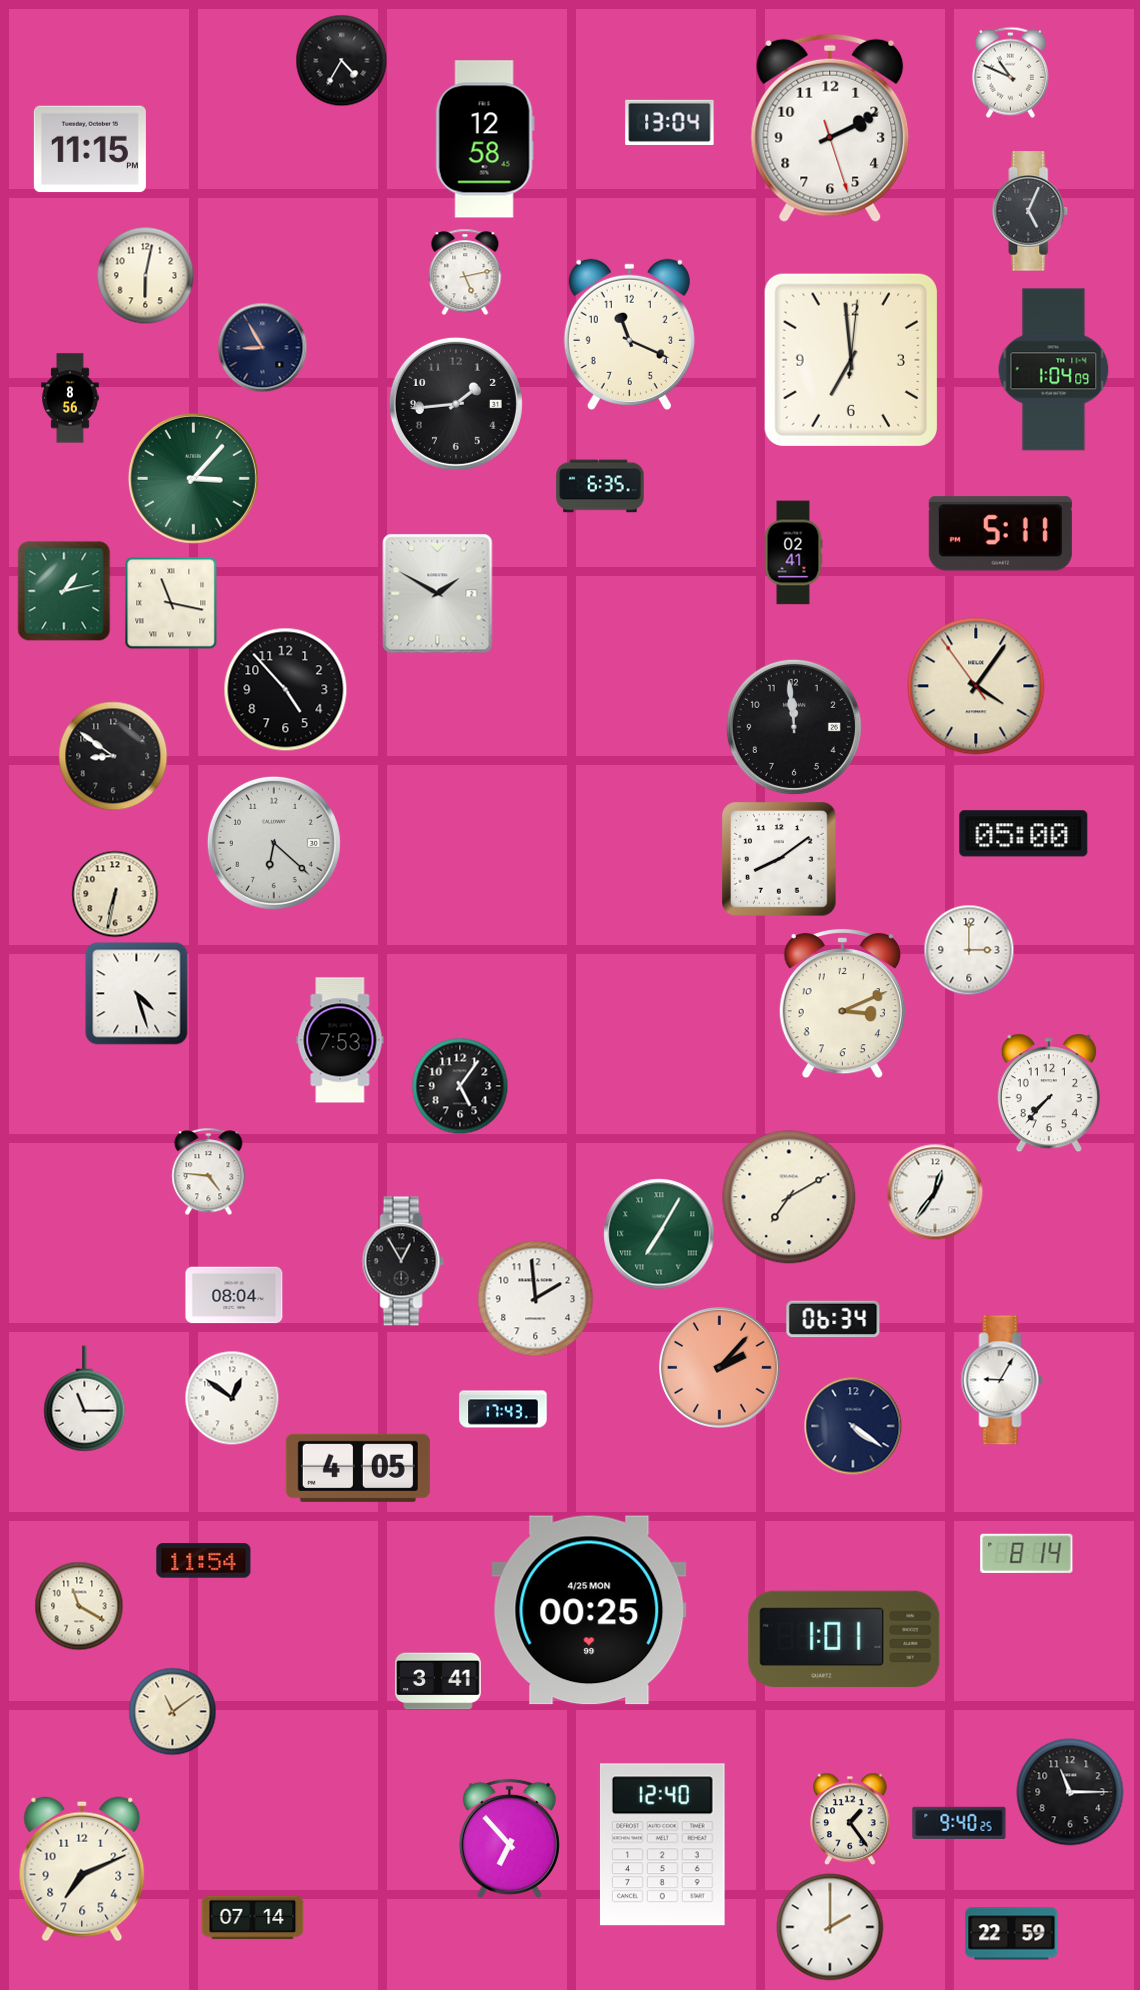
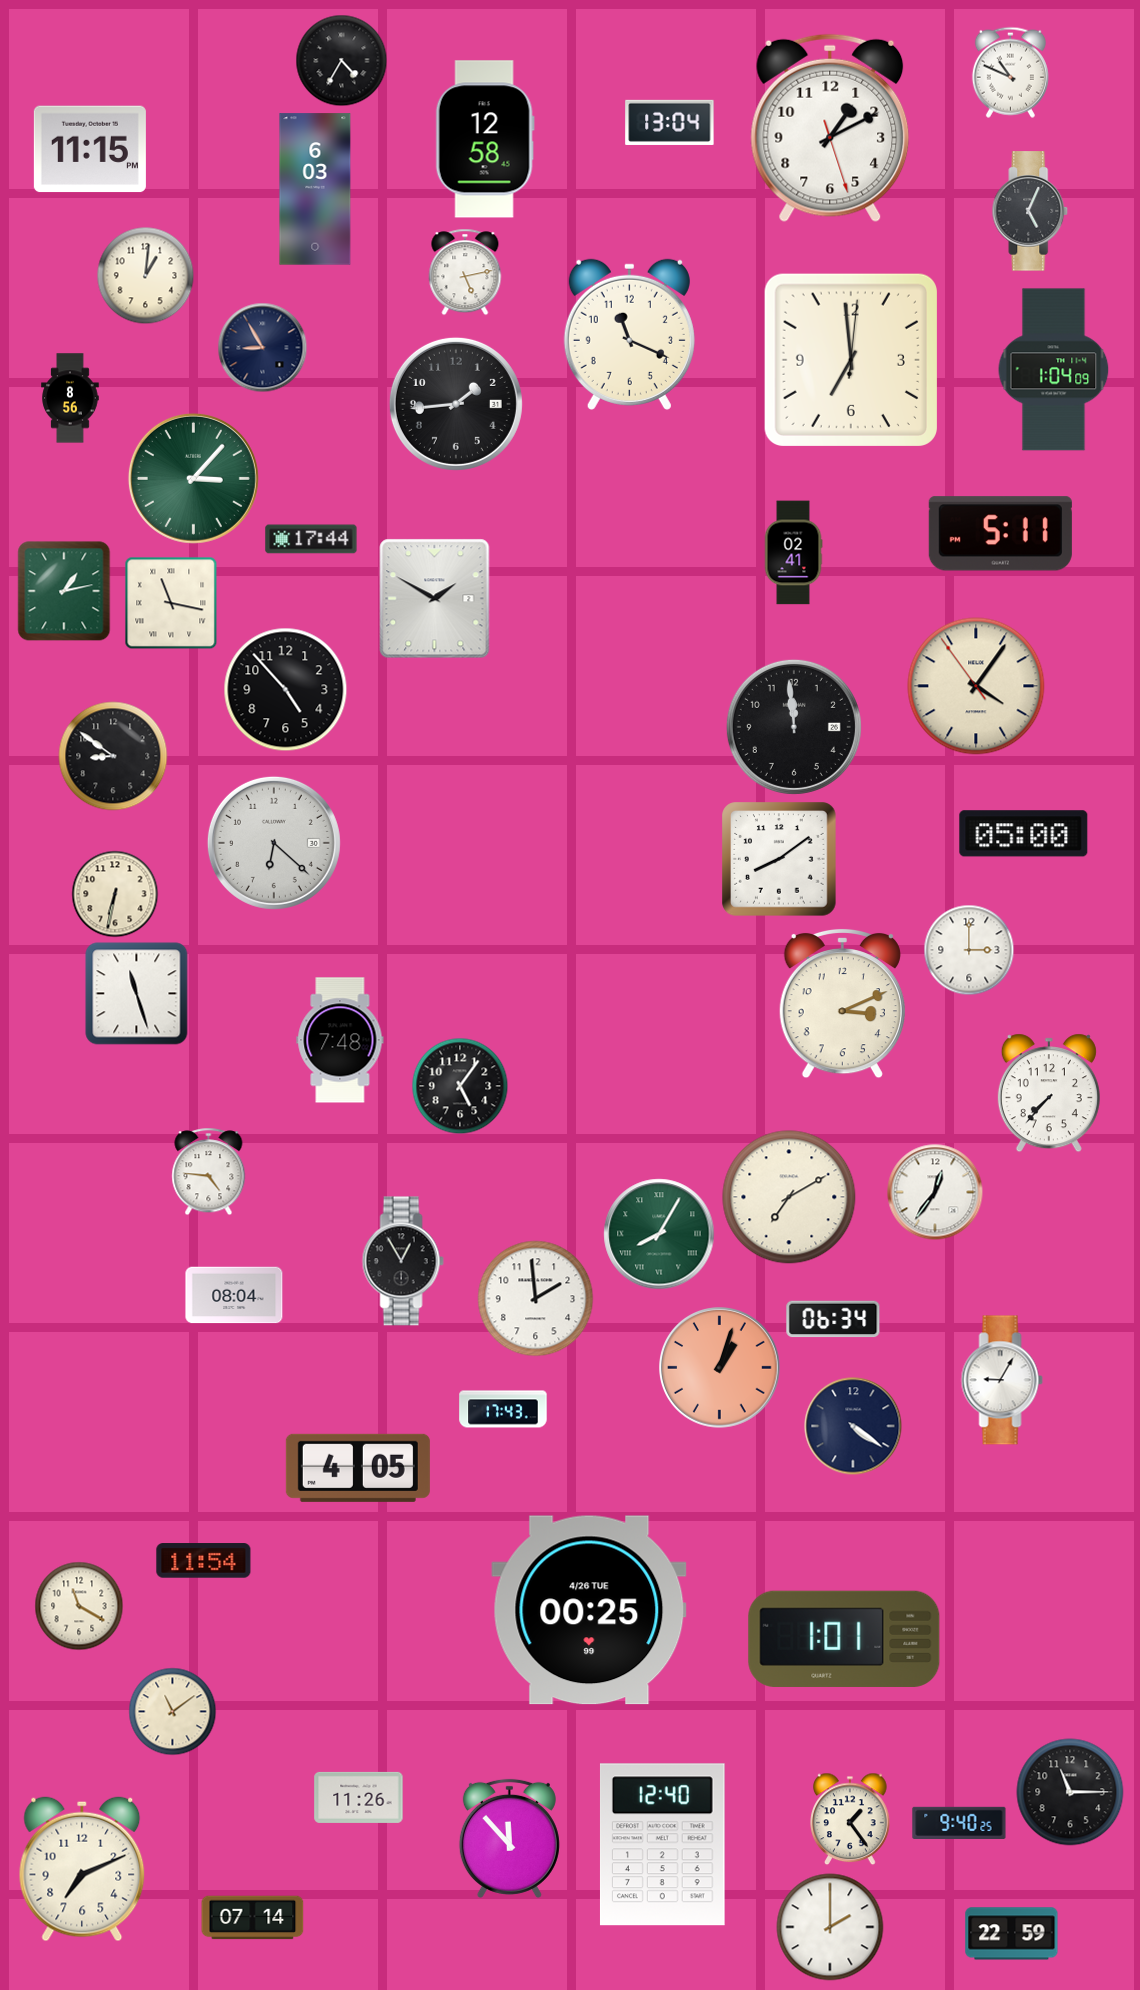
clock at (830, 128): 2:10 -> 1:10
clock at (315, 189): none -> 6:03
clock at (146, 276): 6:02 -> 1:01
clock at (600, 486): 6:35 -> none
clock at (311, 539): none -> 17:44
clock at (438, 594) position: (438, 594) -> (435, 599)
clock at (137, 994): 4:27 -> 11:27
clock at (340, 1040): 7:53 -> 7:48
clock at (659, 1234): 7:05 -> 8:05
clock at (720, 1368): 2:07 -> 1:03
clock at (232, 1398): 12:51 -> none
clock at (85, 1399): 11:15 -> none
clock at (1027, 1553): 8:14 -> none
clock at (589, 1610) date: 4/25 MON -> 4/26 TUE
clock at (438, 1681): 3:41 -> none
clock at (359, 1797): none -> 11:26
clock at (509, 1838): 6:53 -> 11:53
